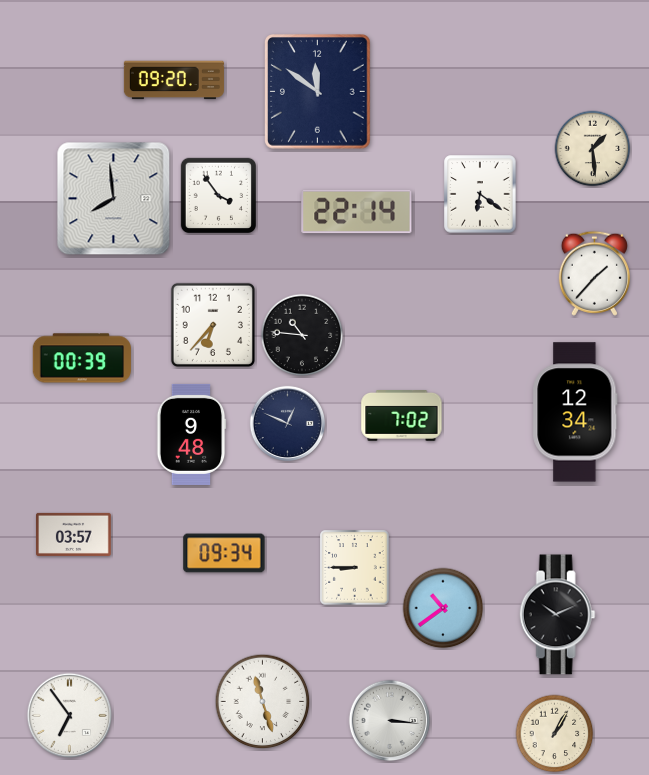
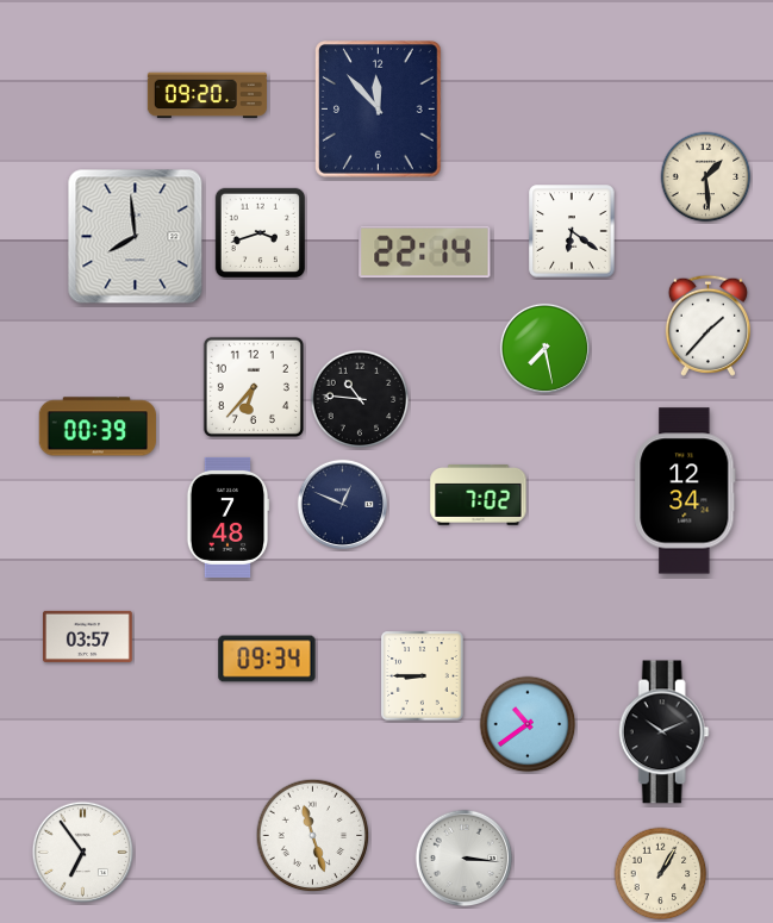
clock at (318, 92): 11:51 -> 11:53
clock at (218, 195): 3:54 -> 3:42
clock at (544, 348): none -> 7:28
clock at (191, 434): 9:48 -> 7:48
